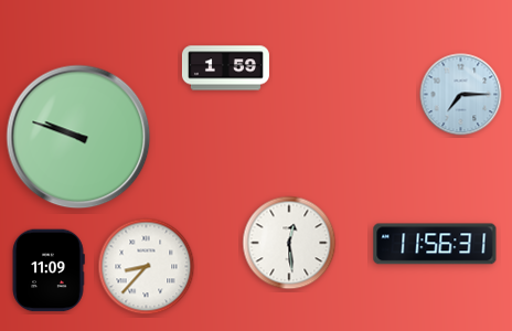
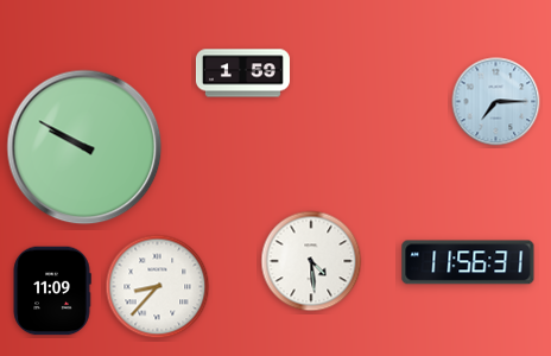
clock at (78, 137): 9:48 -> 9:50
clock at (289, 243): 12:29 -> 4:29
